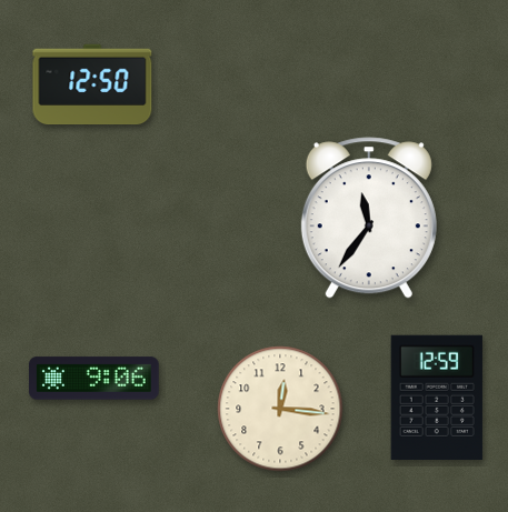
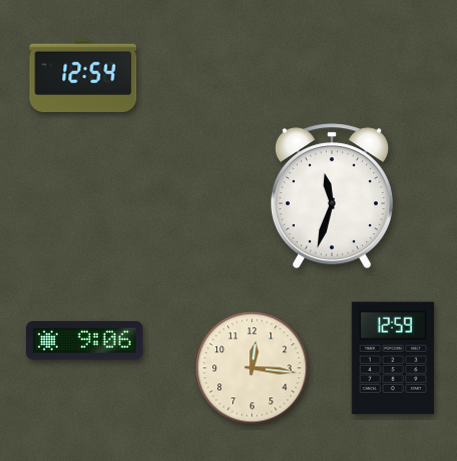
clock at (92, 84): 12:50 -> 12:54
clock at (369, 218): 11:36 -> 11:33
